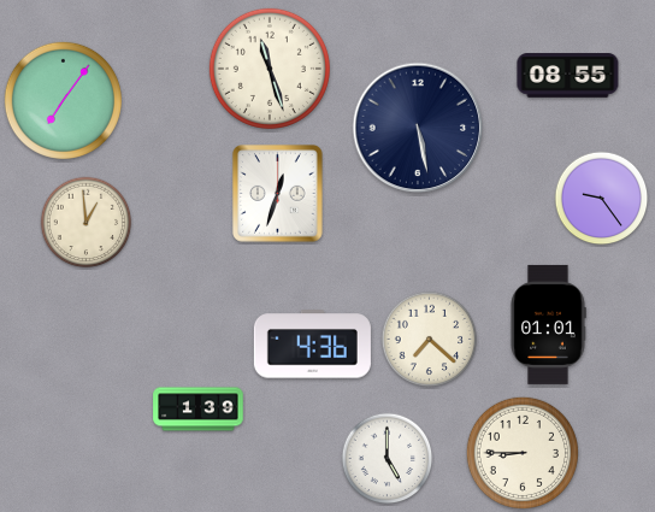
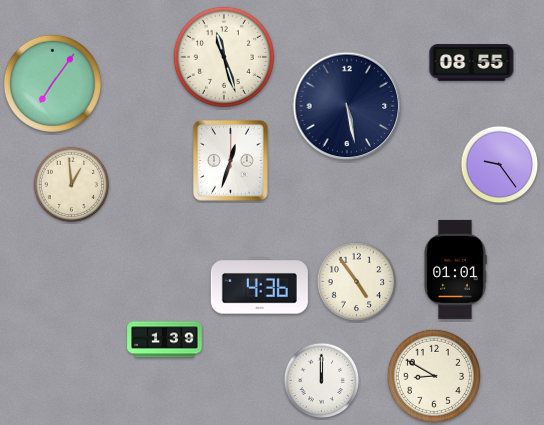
clock at (430, 340): 7:22 -> 4:54
clock at (523, 453): 8:45 -> 8:50
clock at (388, 459): 5:00 -> 12:00
